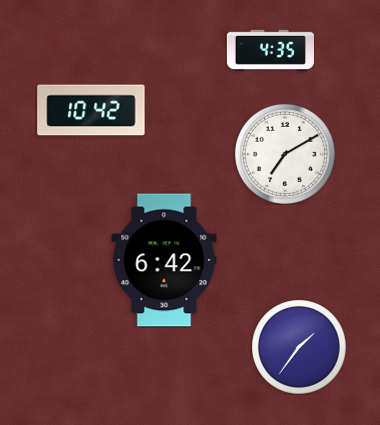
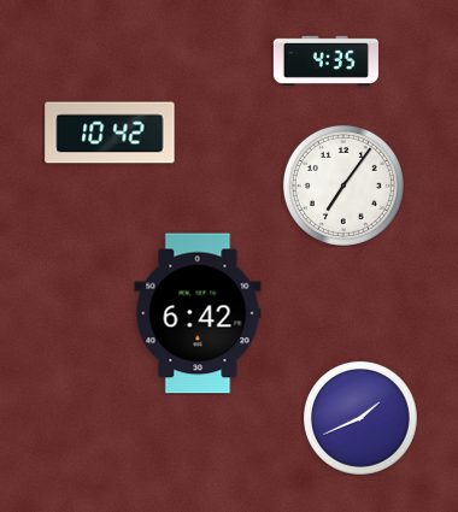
clock at (285, 154): 7:10 -> 7:06
clock at (299, 347): 1:36 -> 1:41
